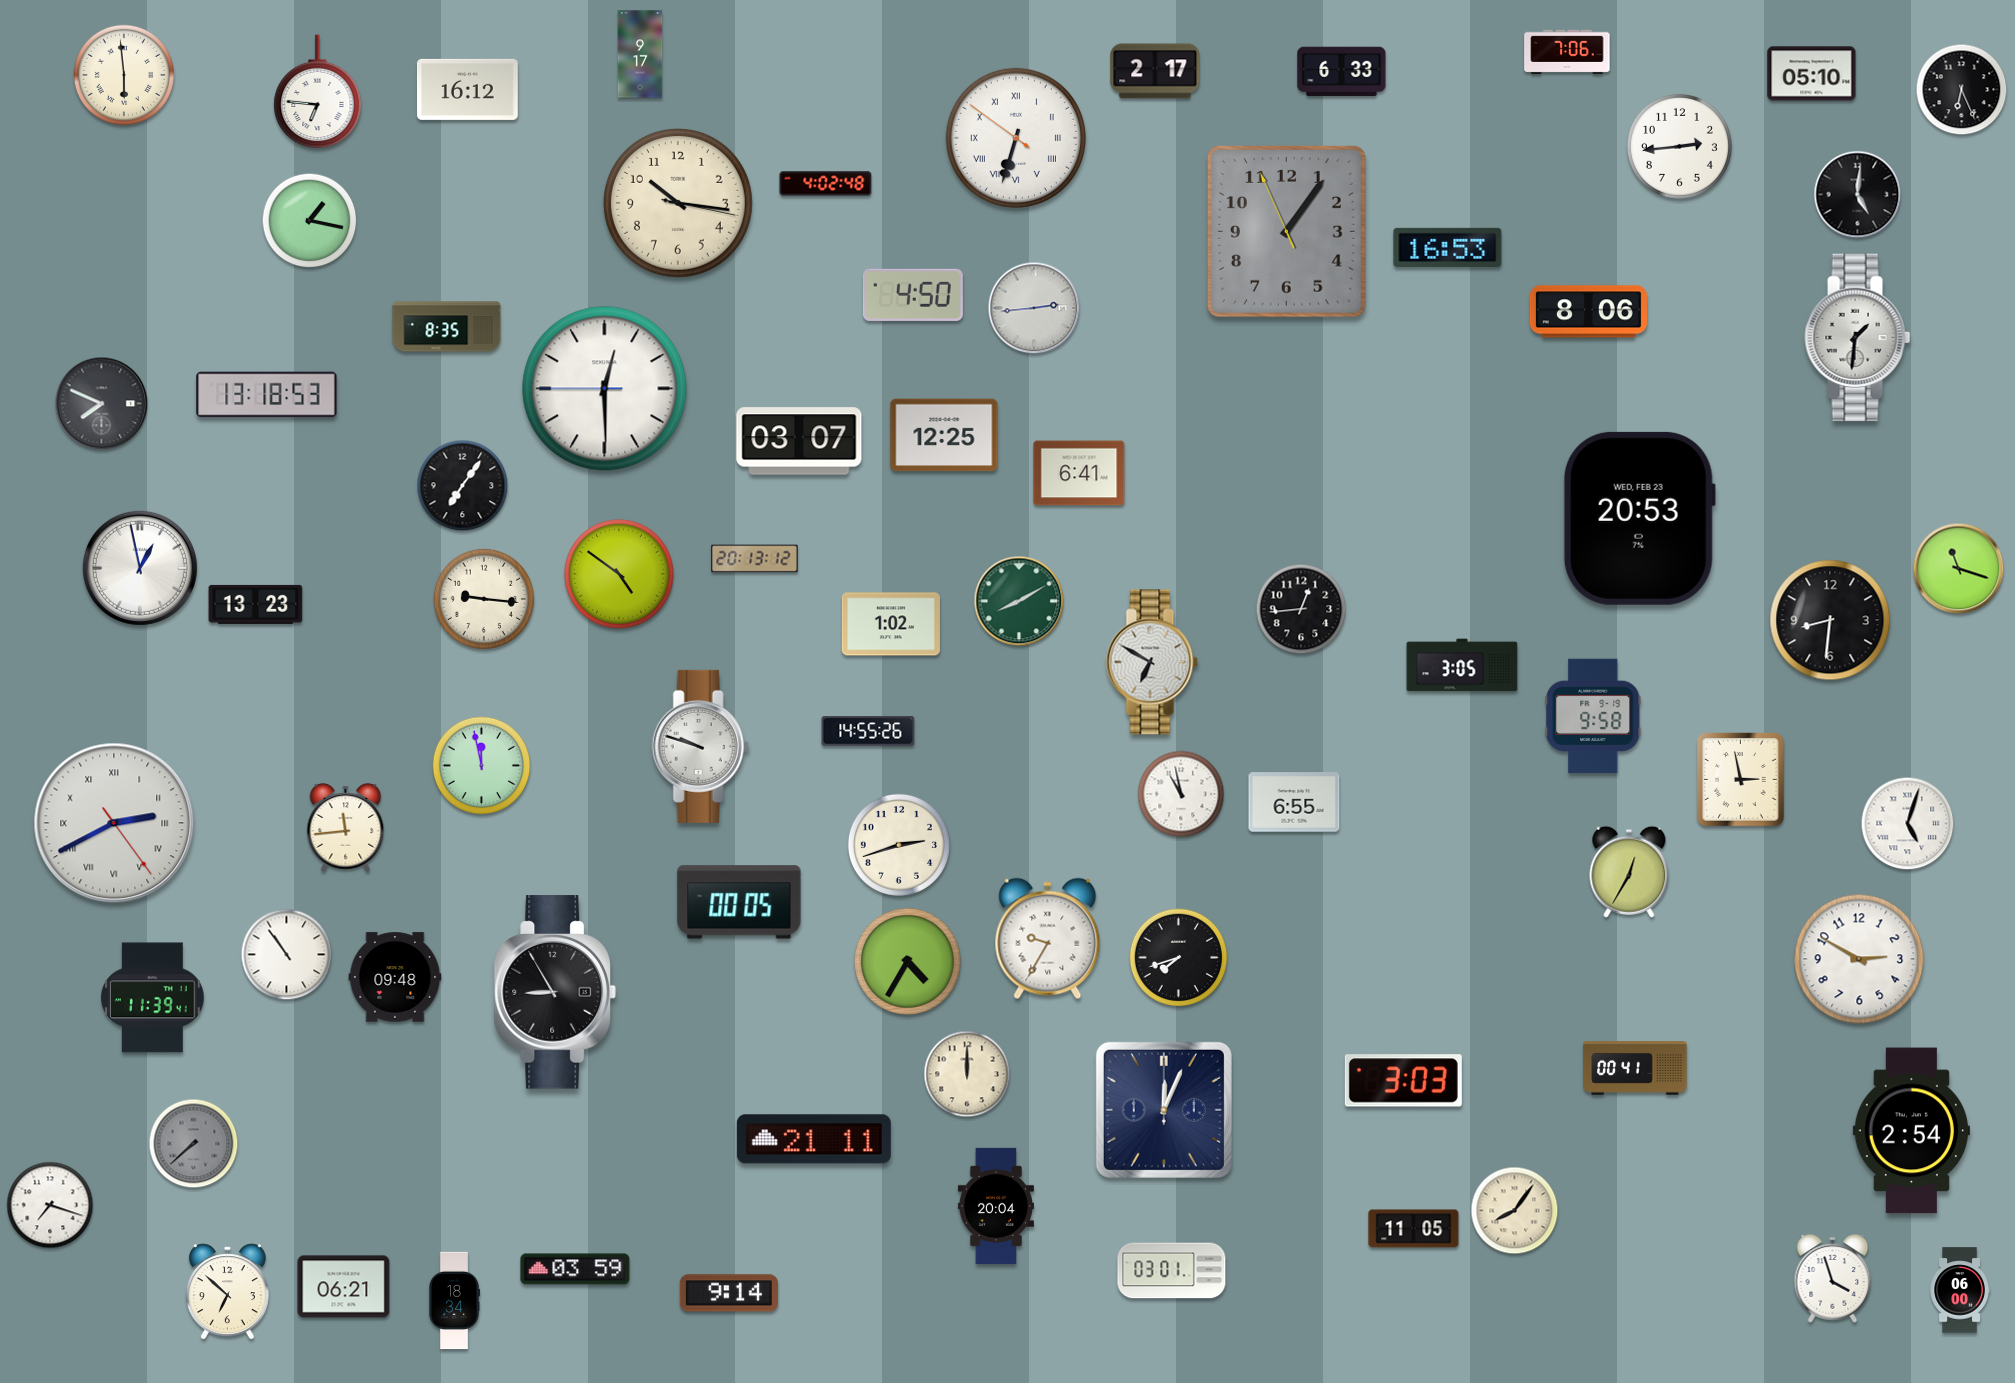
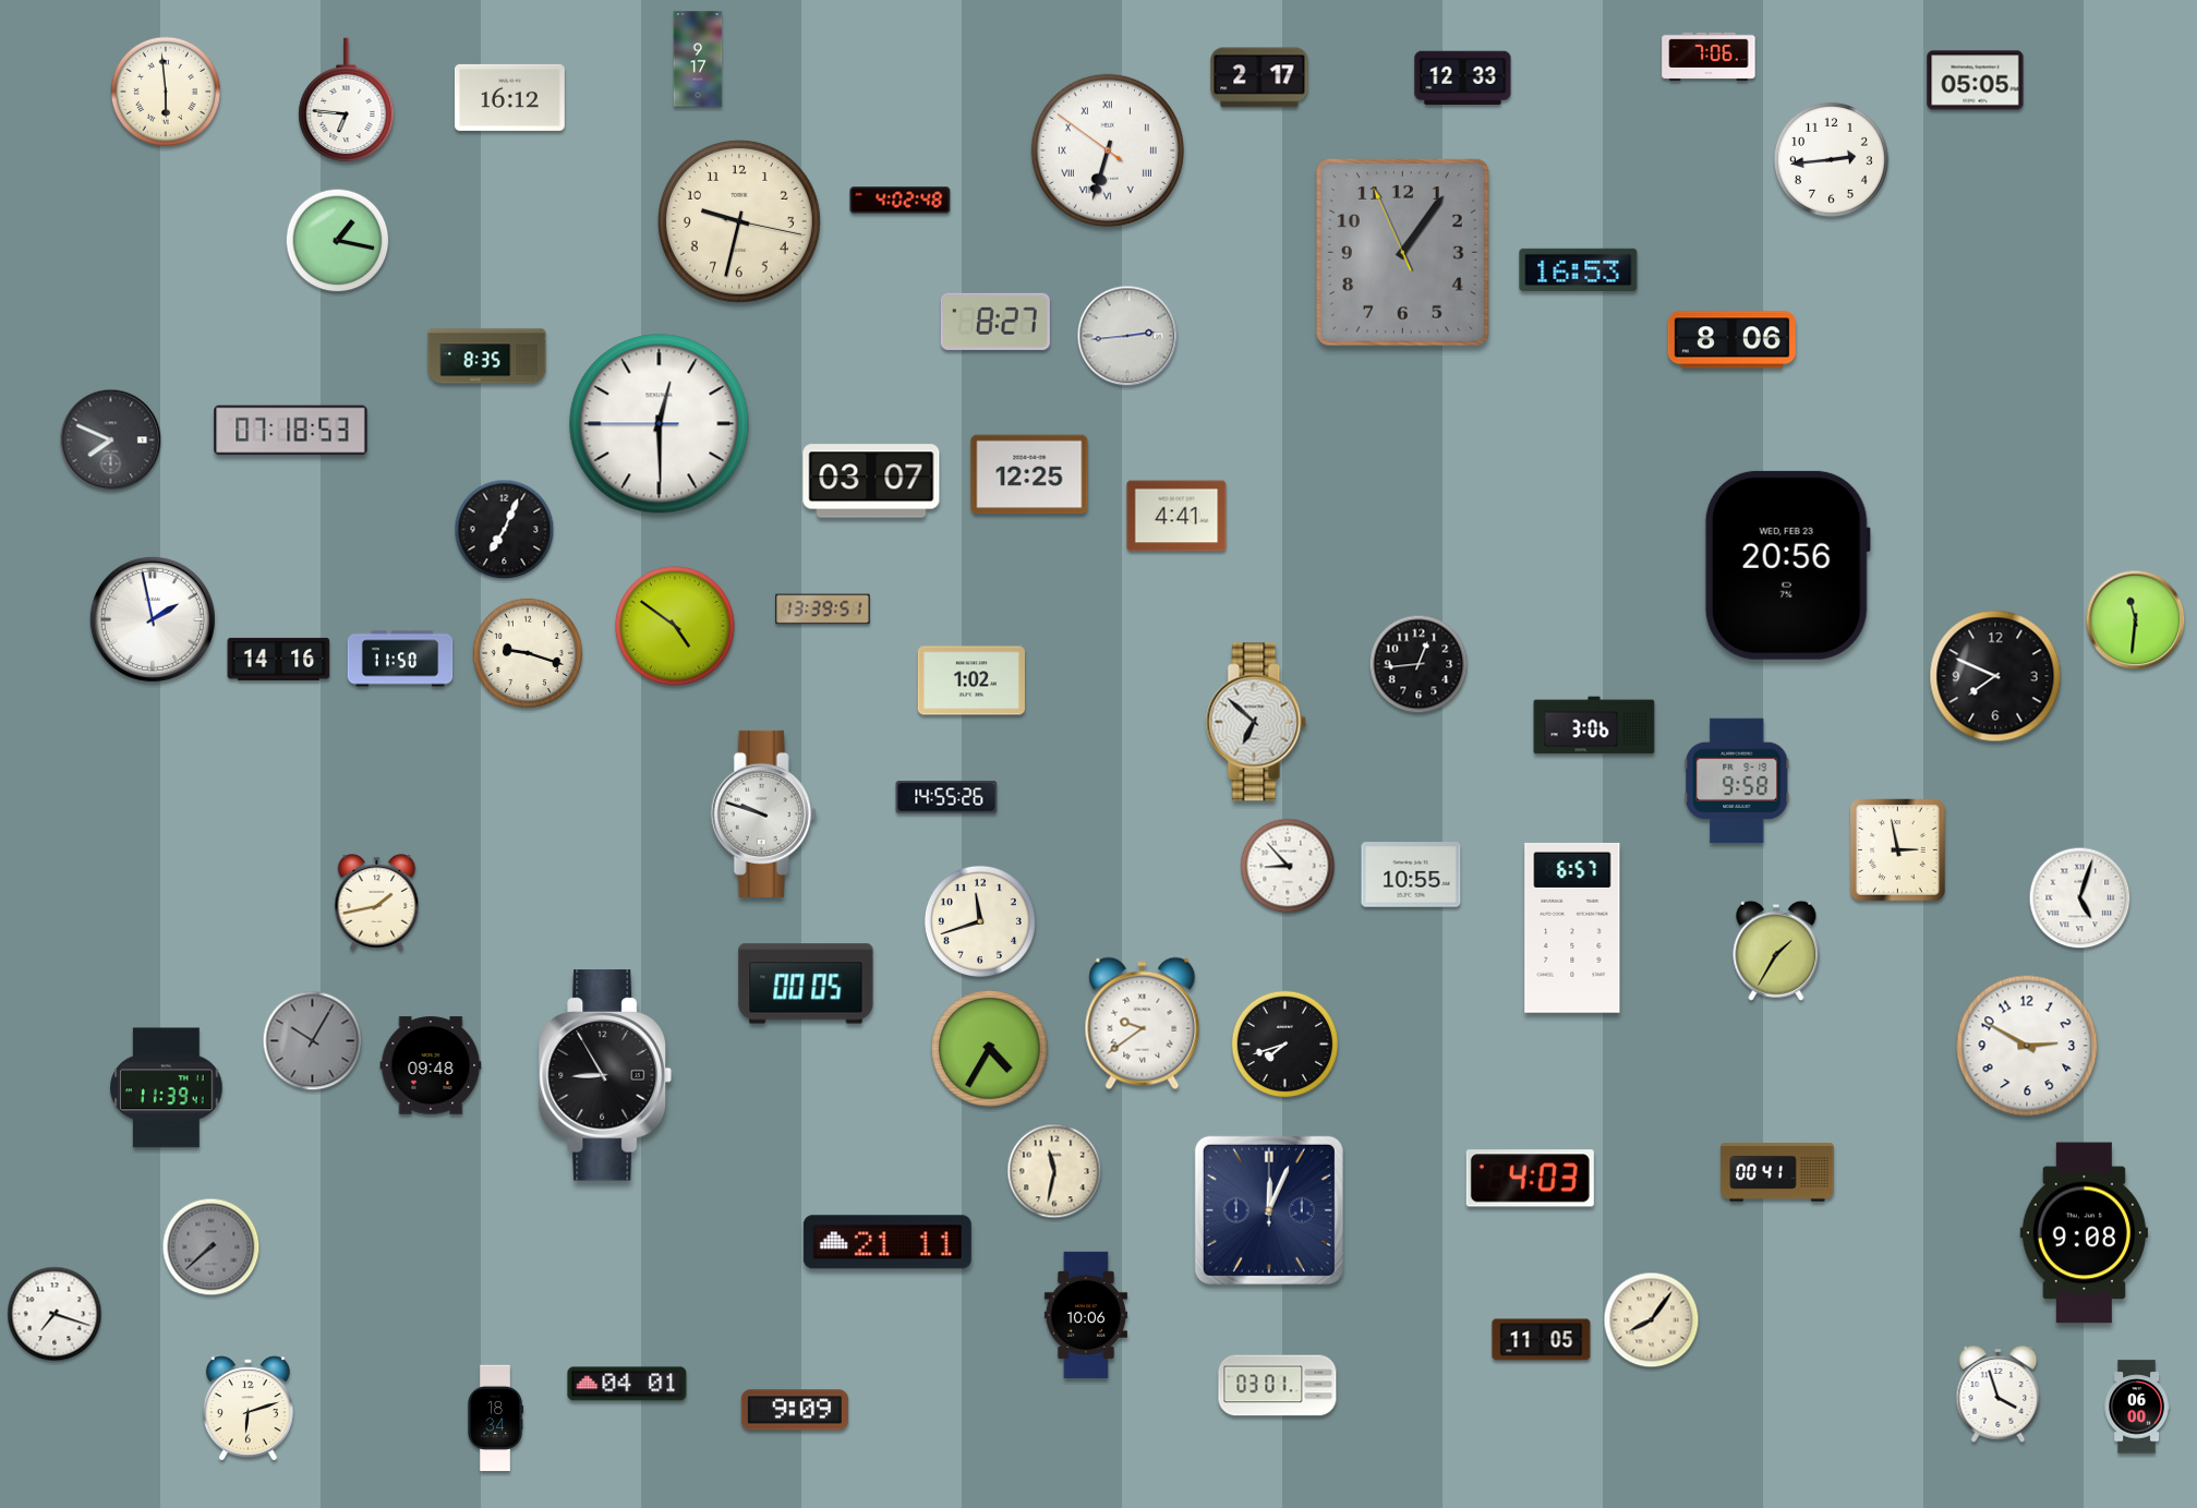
clock at (1342, 72): 6:33 -> 12:33
clock at (1812, 74): 05:10 -> 05:05
clock at (124, 75) position: (124, 75) -> (166, 92)
clock at (1962, 90): 6:26 -> none
clock at (1858, 195): 5:01 -> none
clock at (678, 203): 10:16 -> 9:32
clock at (913, 295): 4:50 -> 8:27
clock at (1858, 338): 1:31 -> none
clock at (267, 395): 13:18 -> 07:18
clock at (1079, 473): 6:41 -> 4:41
clock at (463, 486): 7:06 -> 7:04
clock at (1639, 518): 20:53 -> 20:56
clock at (755, 559): 20:13 -> 13:39
clock at (140, 568): 12:58 -> 1:58
clock at (1959, 569): 11:18 -> 11:31
clock at (484, 599): 9:16 -> 9:18
clock at (1019, 601): 8:10 -> none
clock at (256, 604): 13:23 -> 14:16
clock at (400, 659): none -> 11:50
clock at (1830, 620): 8:31 -> 7:49
clock at (1152, 662): 6:50 -> 6:52
clock at (1462, 665): 3:05 -> 3:06
clock at (482, 766): 11:58 -> none
clock at (1181, 794): 10:58 -> 8:53
clock at (1294, 802): 6:55 -> 10:55
clock at (114, 823): 2:40 -> none
clock at (346, 828): 11:44 -> 1:43
clock at (899, 845): 2:42 -> 11:42
clock at (1572, 928): none -> 6:57
clock at (1629, 872): 12:35 -> 1:35
clock at (1048, 939): 9:35 -> 9:39
clock at (287, 955): 10:54 -> 10:05
clock at (287, 955) dial: white -> grey
clock at (554, 992) position: (554, 992) -> (604, 1075)
clock at (1635, 1068) position: (1635, 1068) -> (1777, 1172)
clock at (967, 1074): 12:00 -> 11:32
clock at (1403, 1081): 3:03 -> 4:03
clock at (1911, 1131): 2:54 -> 9:08
clock at (996, 1206): 20:04 -> 10:06
clock at (575, 1269): 03:59 -> 04:01
clock at (344, 1287): 06:21 -> none
clock at (227, 1292): 6:52 -> 6:12
clock at (729, 1293): 9:14 -> 9:09
